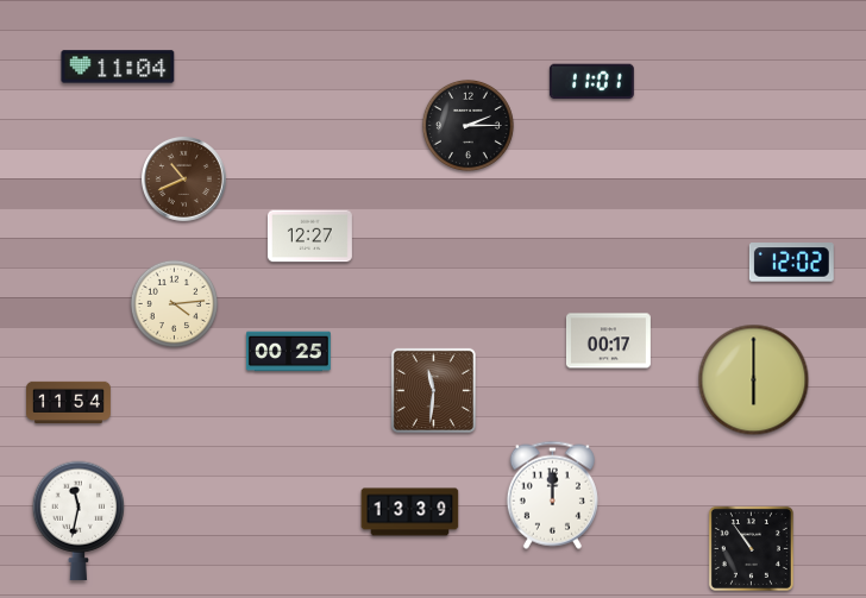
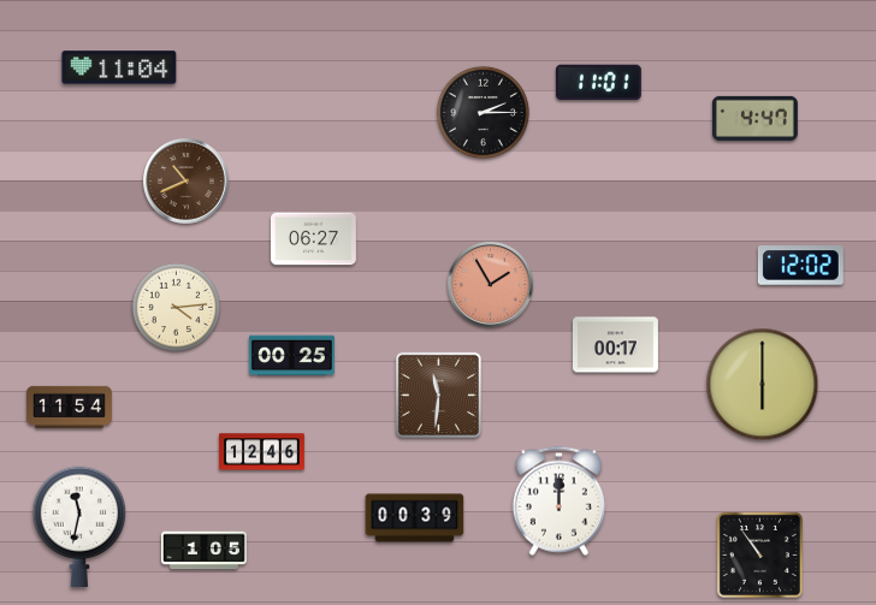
clock at (754, 118): none -> 4:47
clock at (467, 125) position: (467, 125) -> (483, 112)
clock at (309, 237): 12:27 -> 06:27
clock at (490, 284): none -> 1:55
clock at (261, 452): none -> 12:46
clock at (410, 512): 13:39 -> 00:39
clock at (205, 551): none -> 1:05
